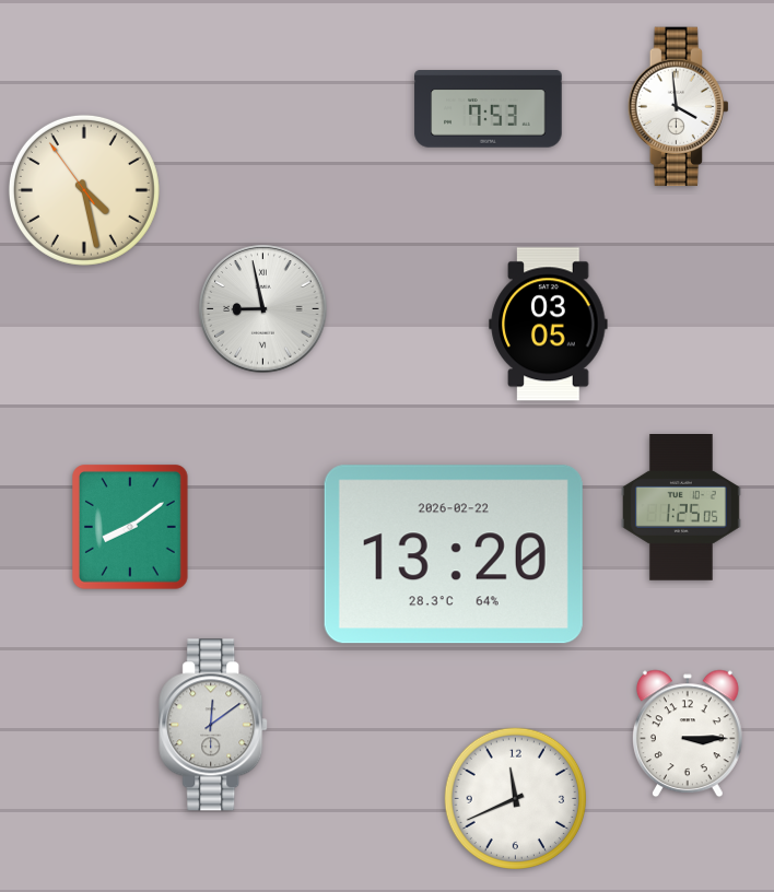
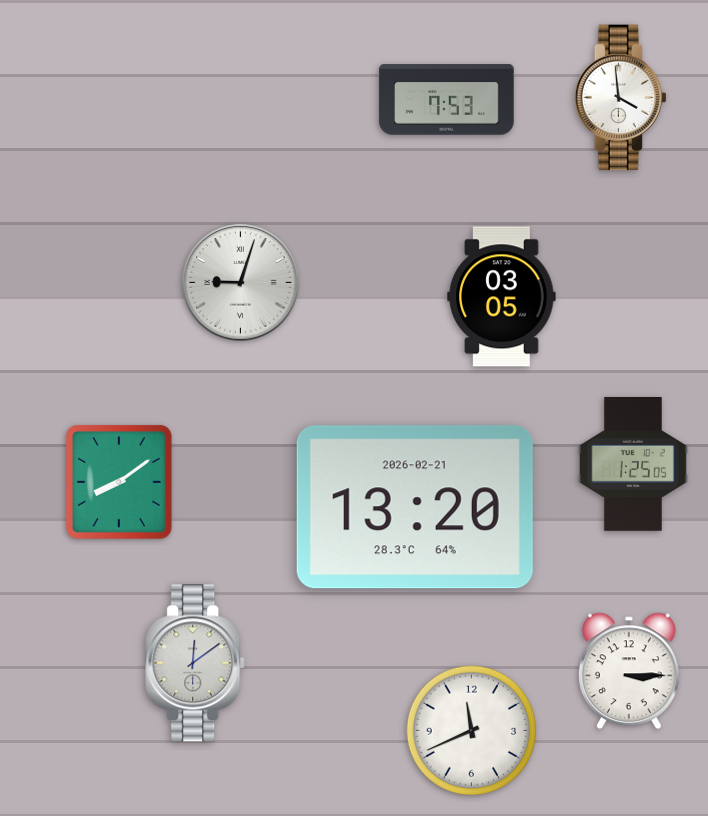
clock at (84, 190): 4:27 -> none
clock at (263, 309): 8:58 -> 9:03
clock at (682, 507) position: (682, 507) -> (634, 464)
clock at (454, 554) date: 2026-02-22 -> 2026-02-21
